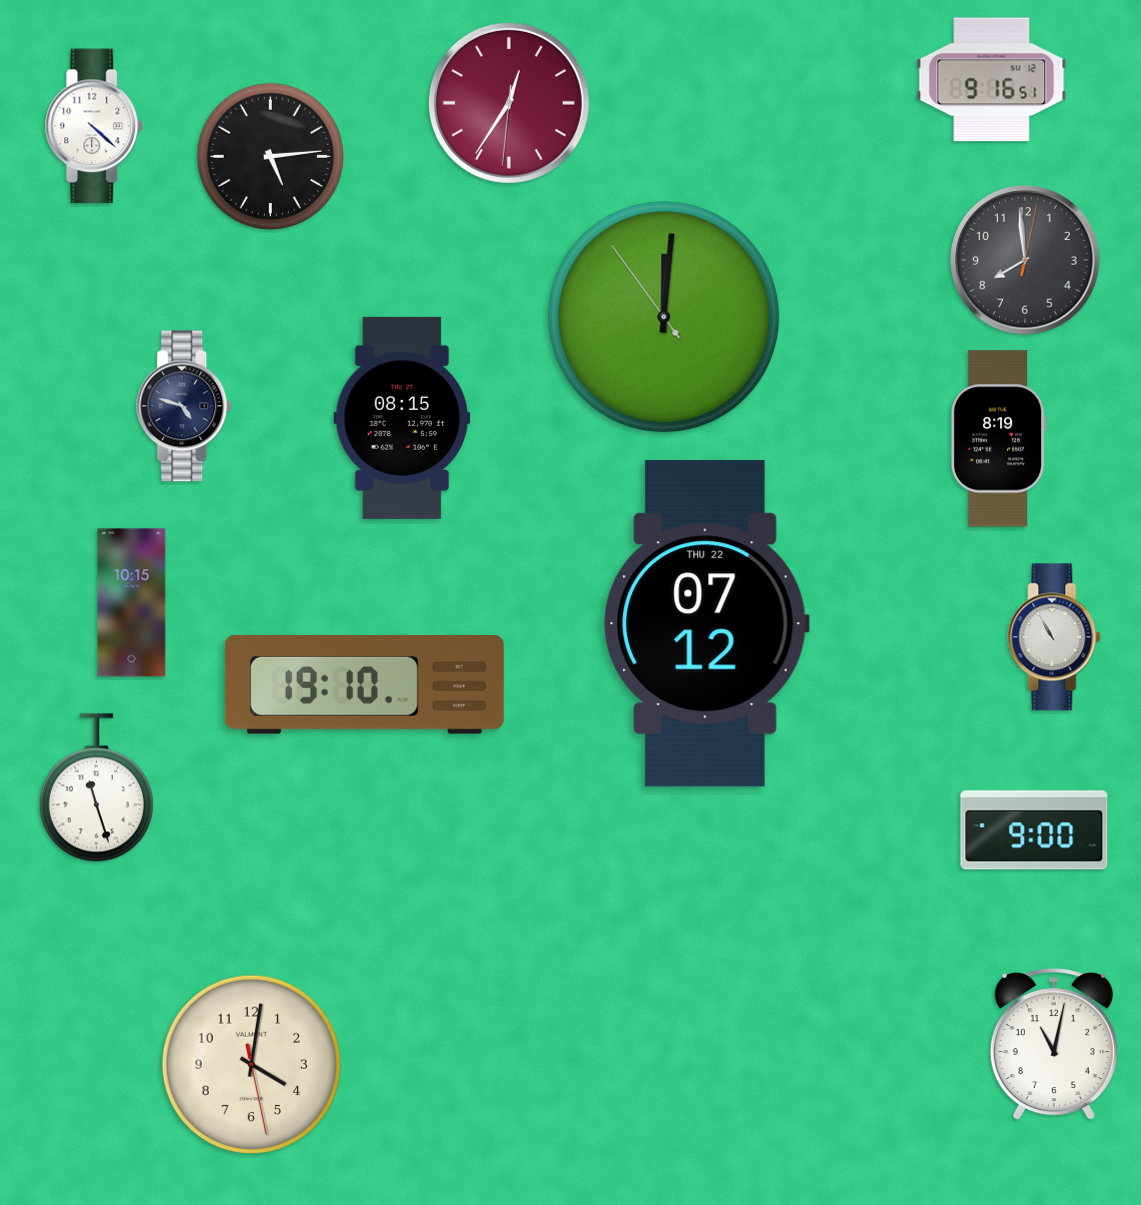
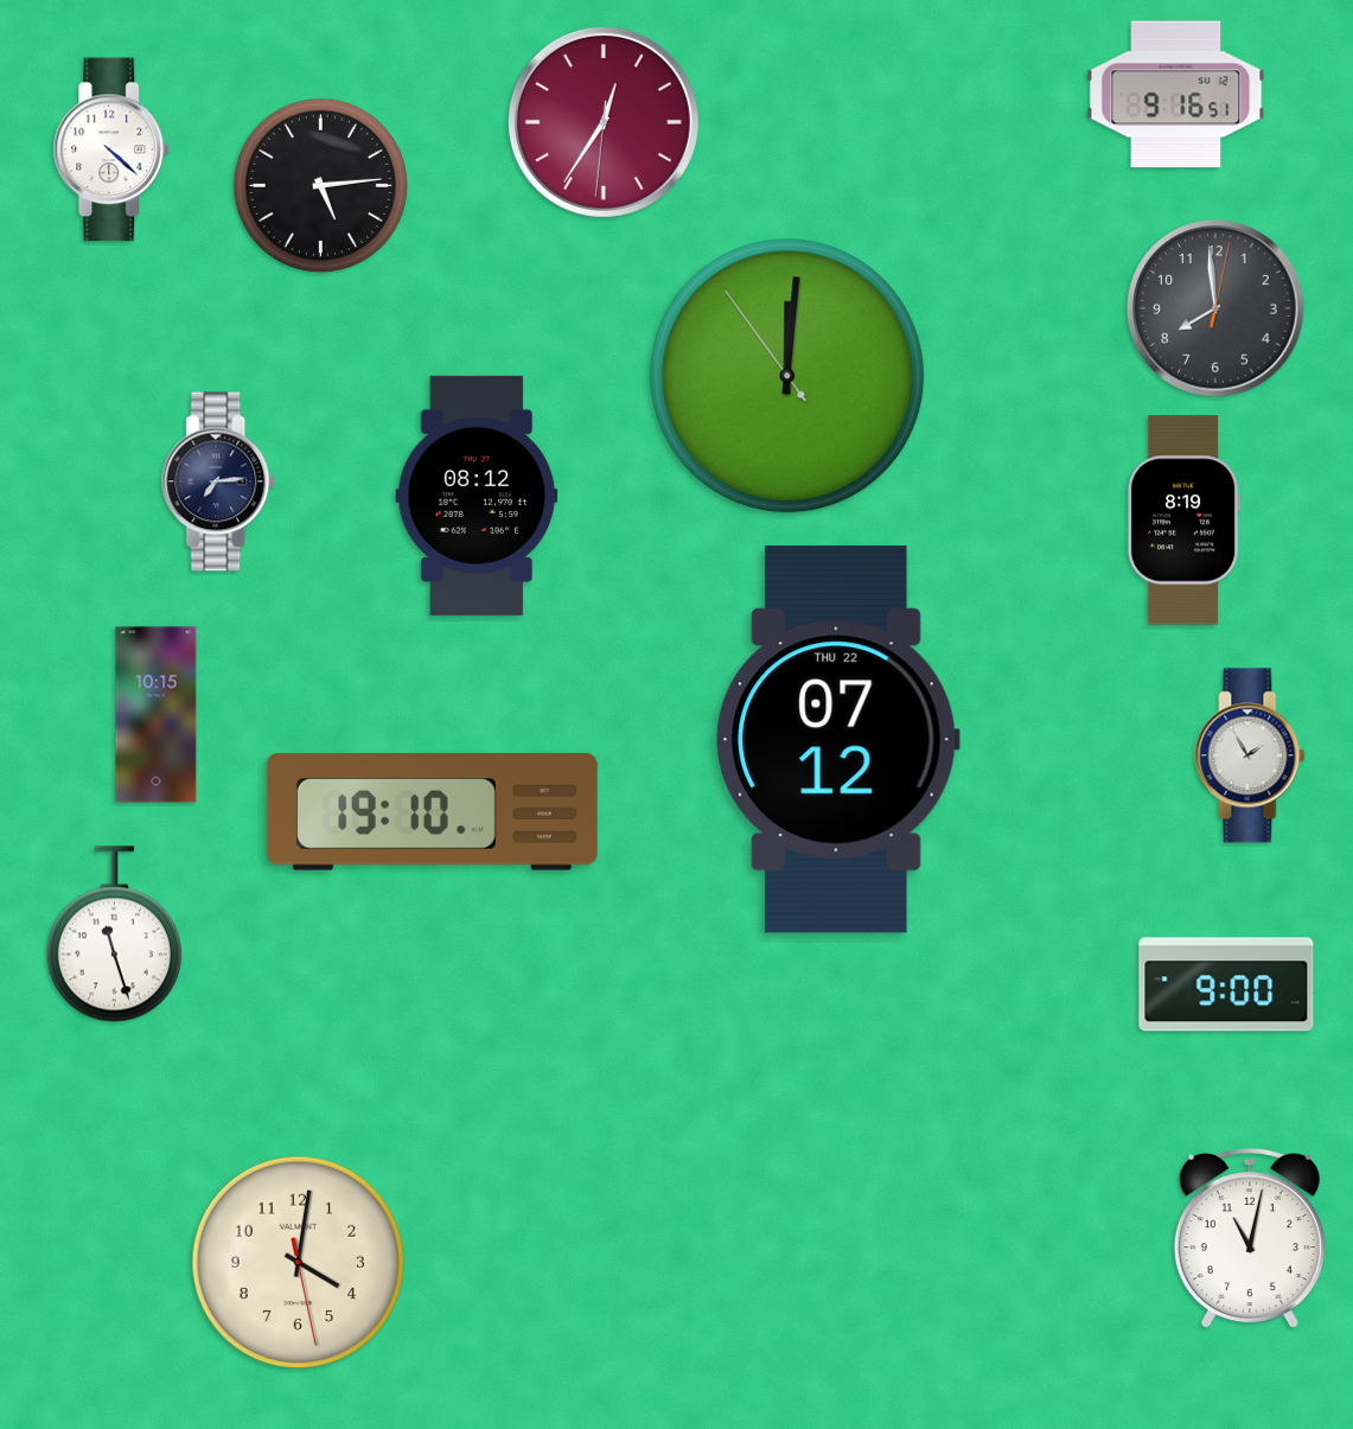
clock at (185, 406): 4:48 -> 7:14
clock at (402, 418): 08:15 -> 08:12
clock at (1054, 637): 10:55 -> 1:55
